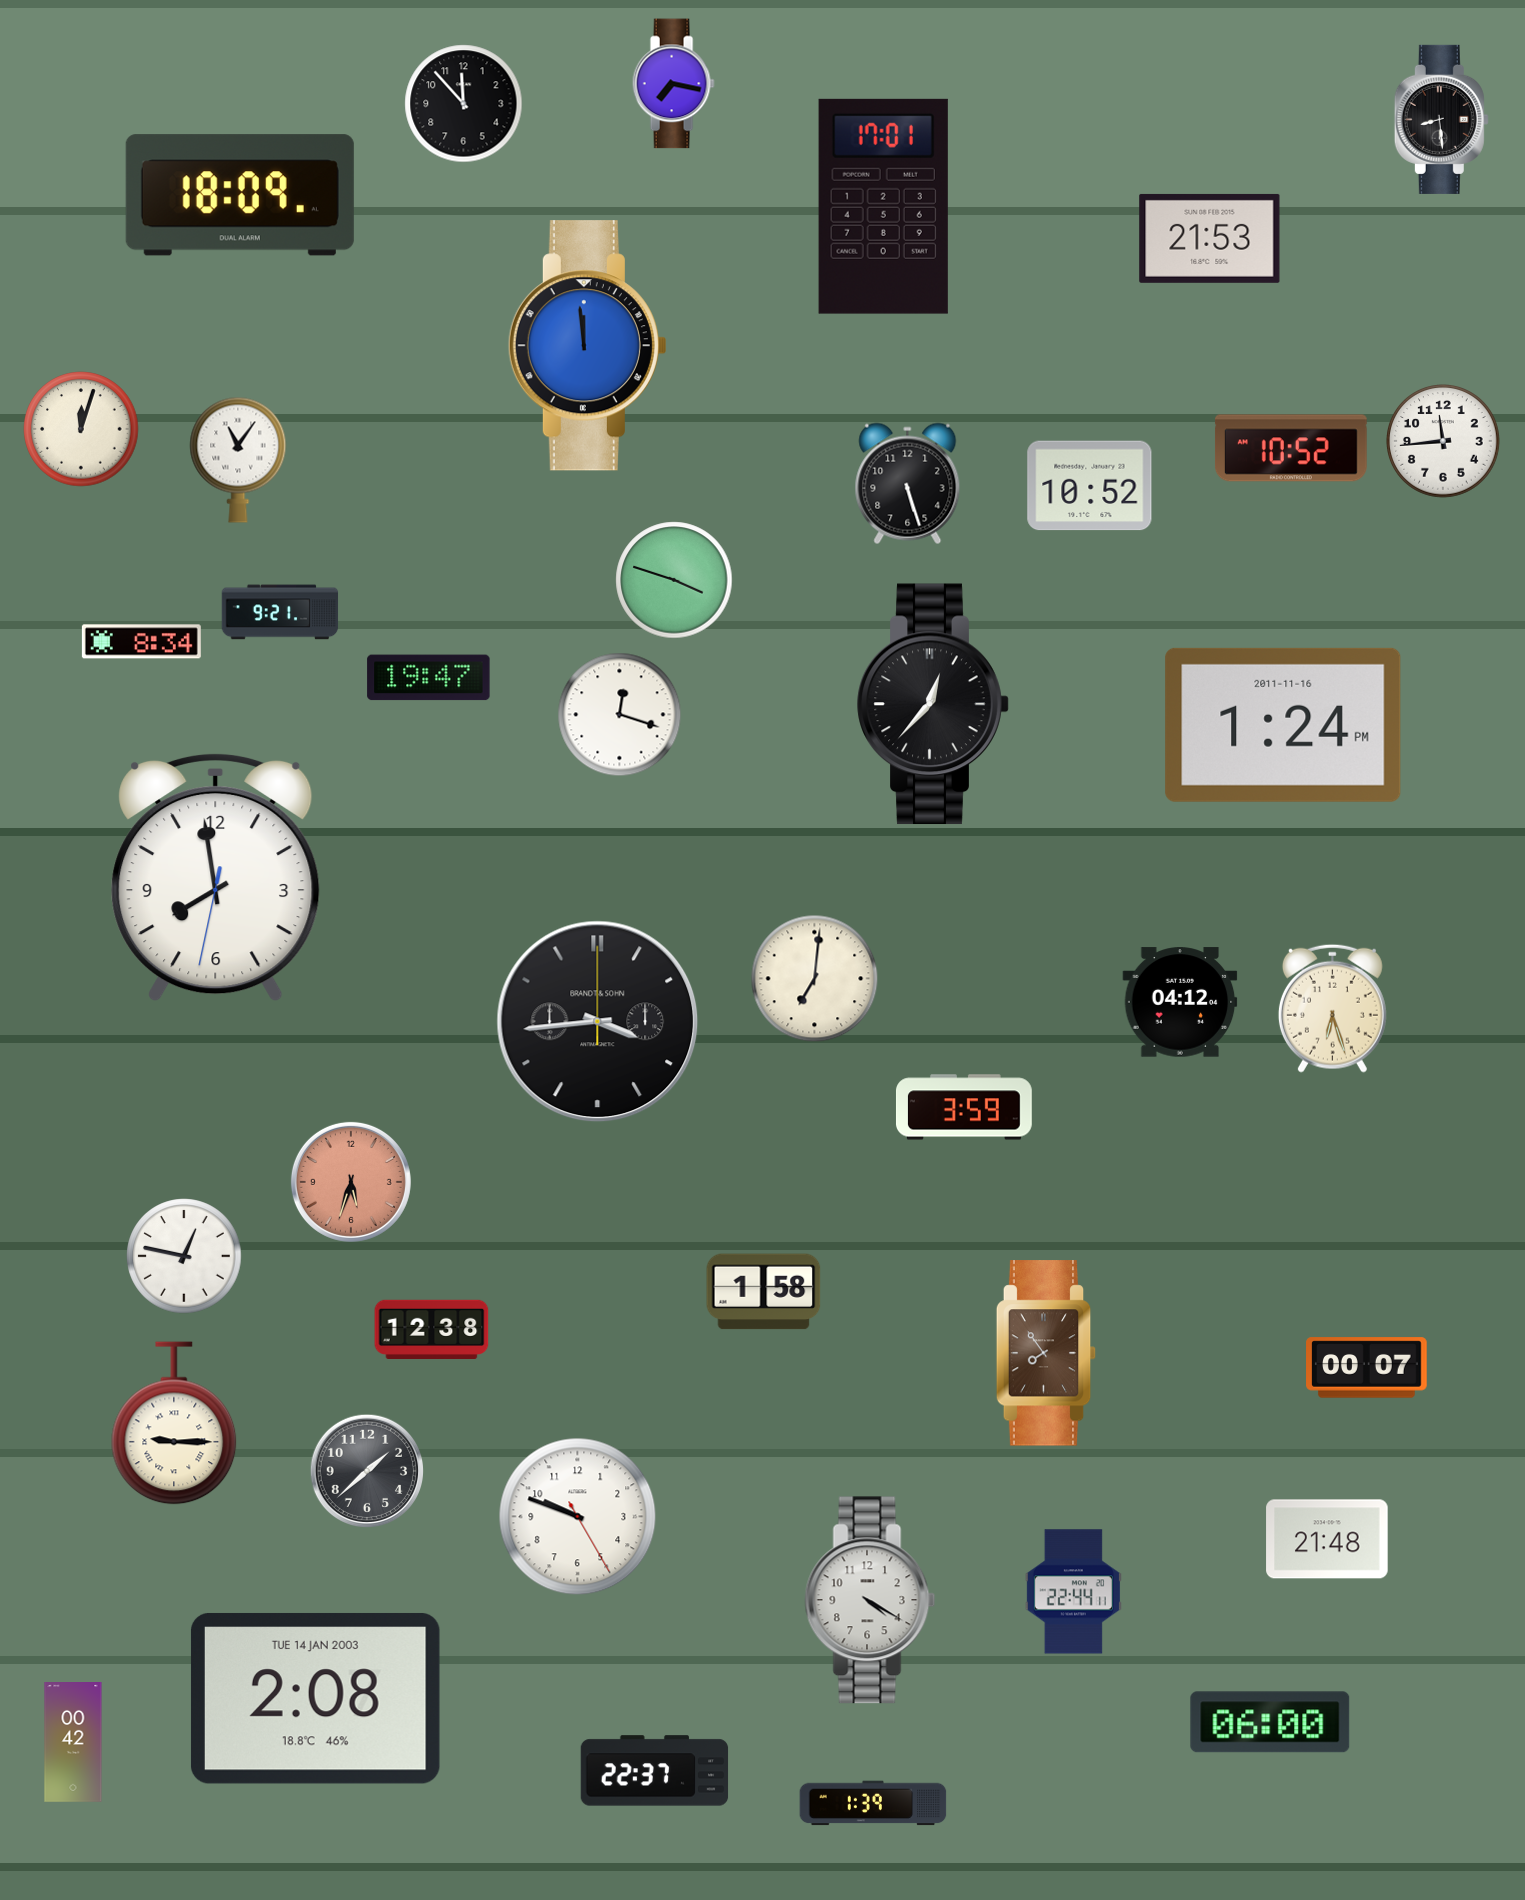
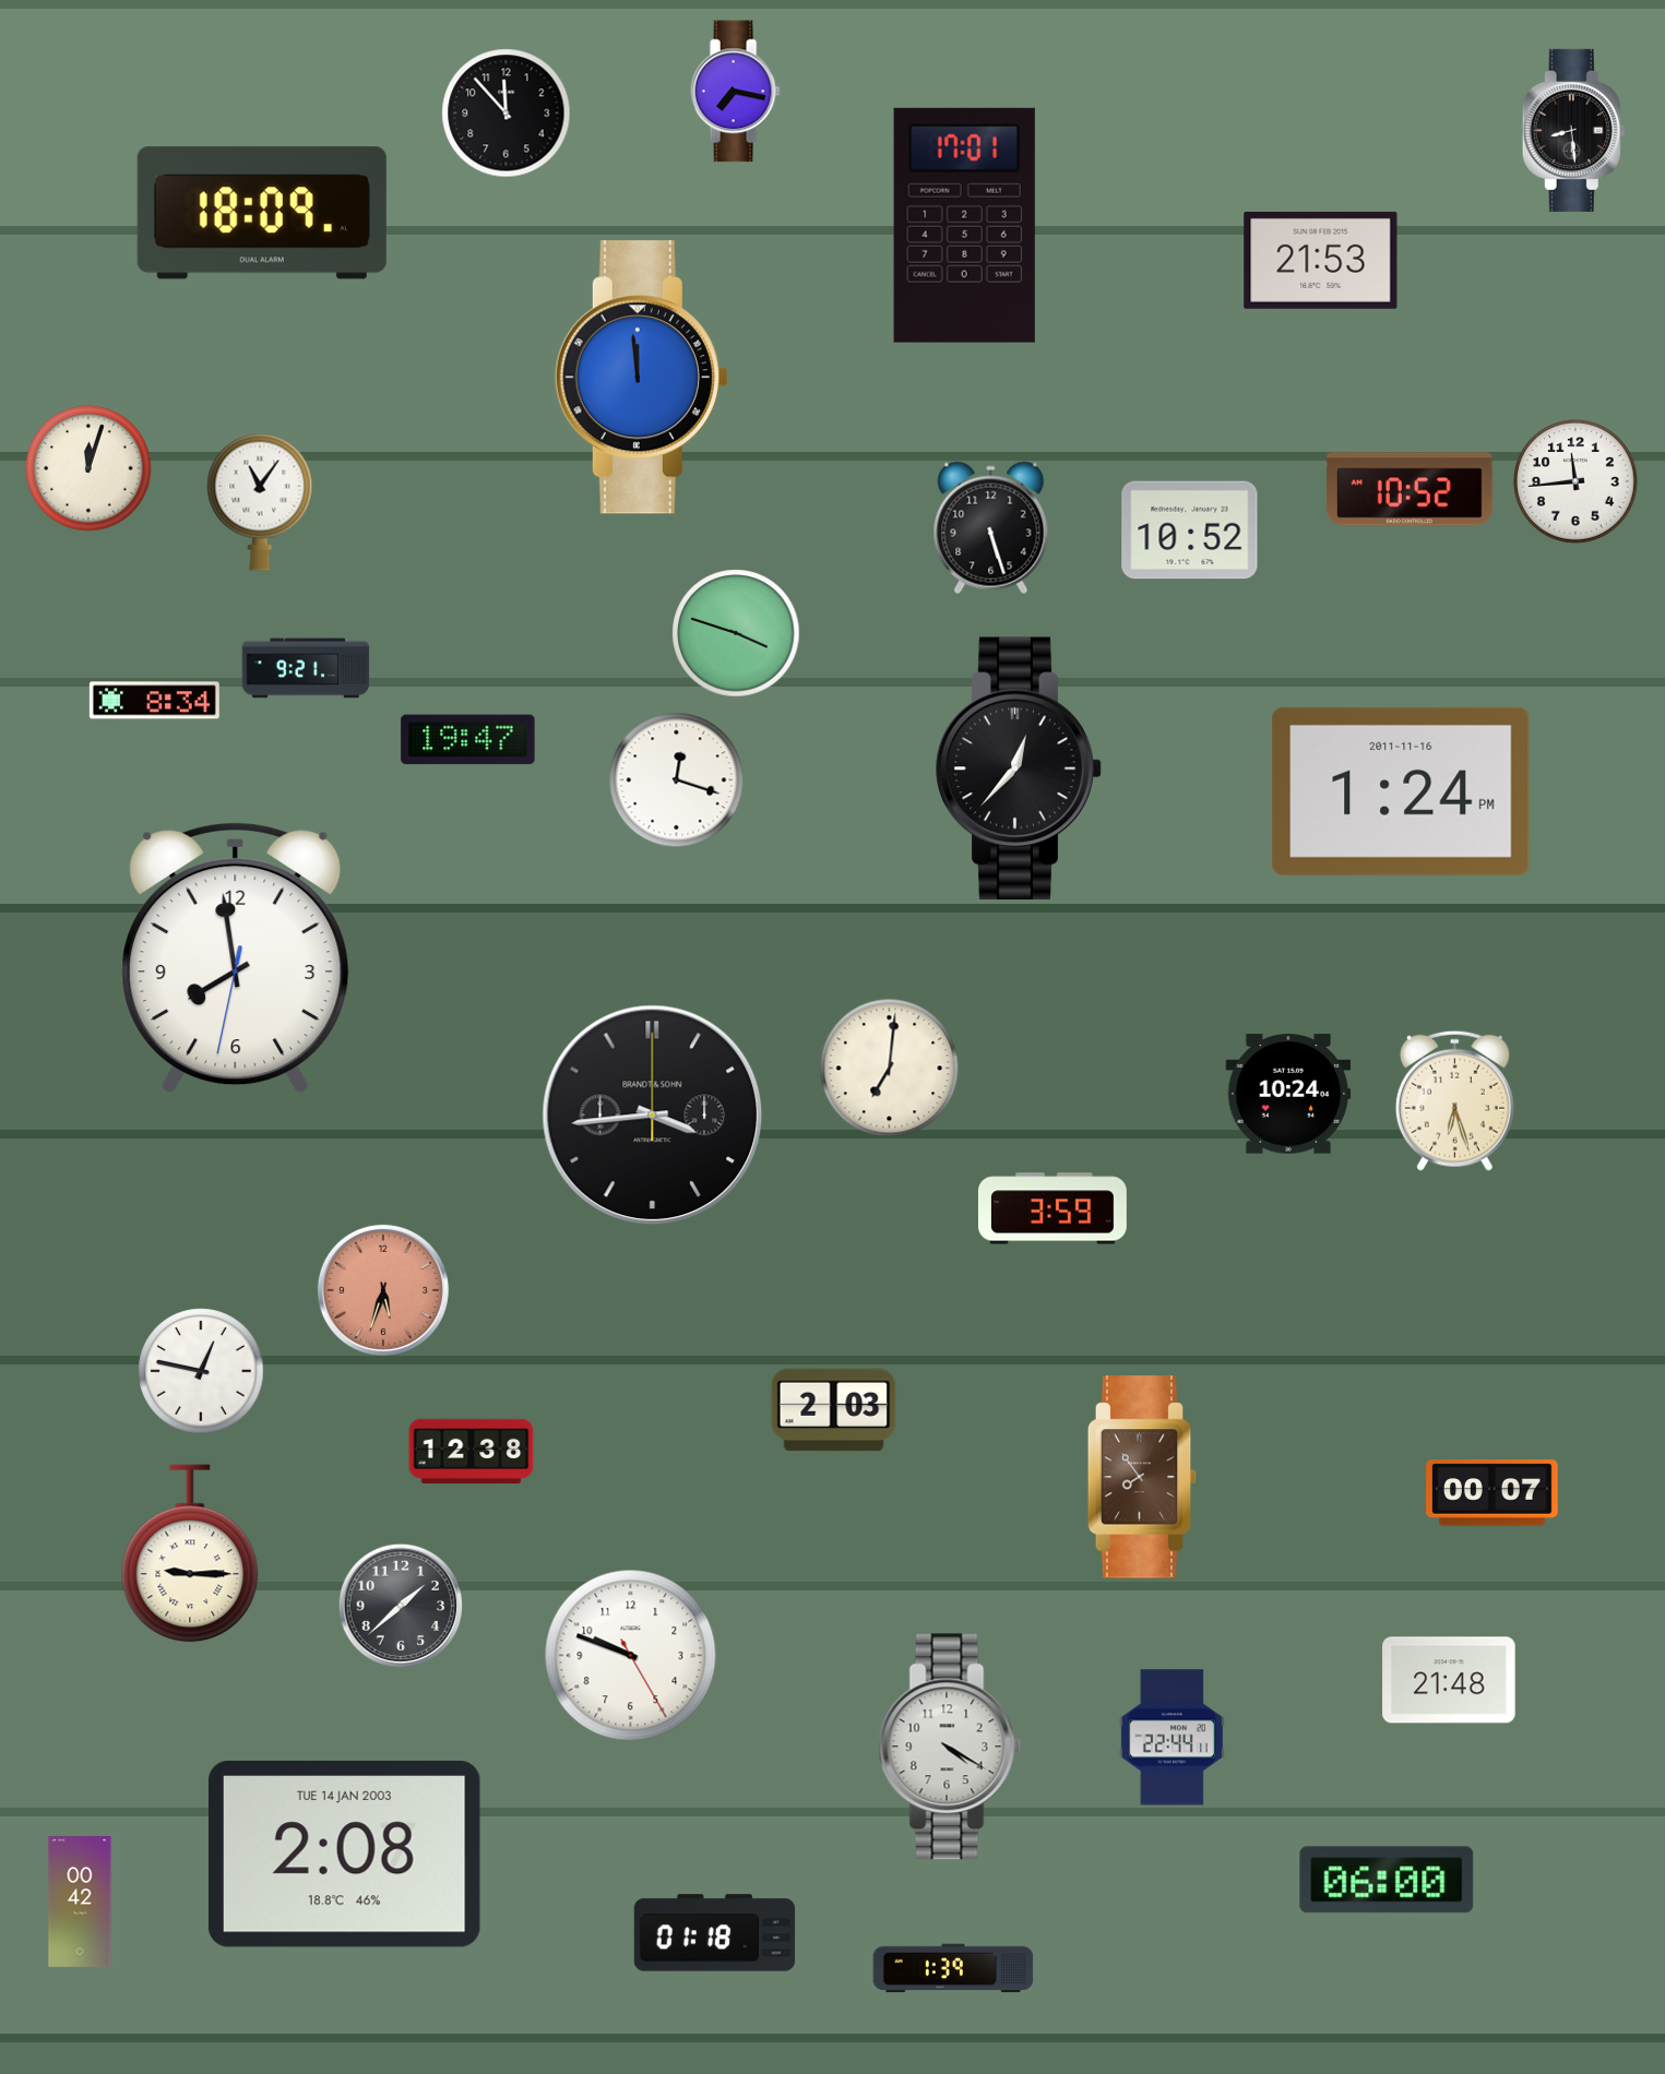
clock at (1180, 1002): 04:12 -> 10:24
clock at (764, 1292): 1:58 -> 2:03
clock at (655, 1771): 22:37 -> 01:18
